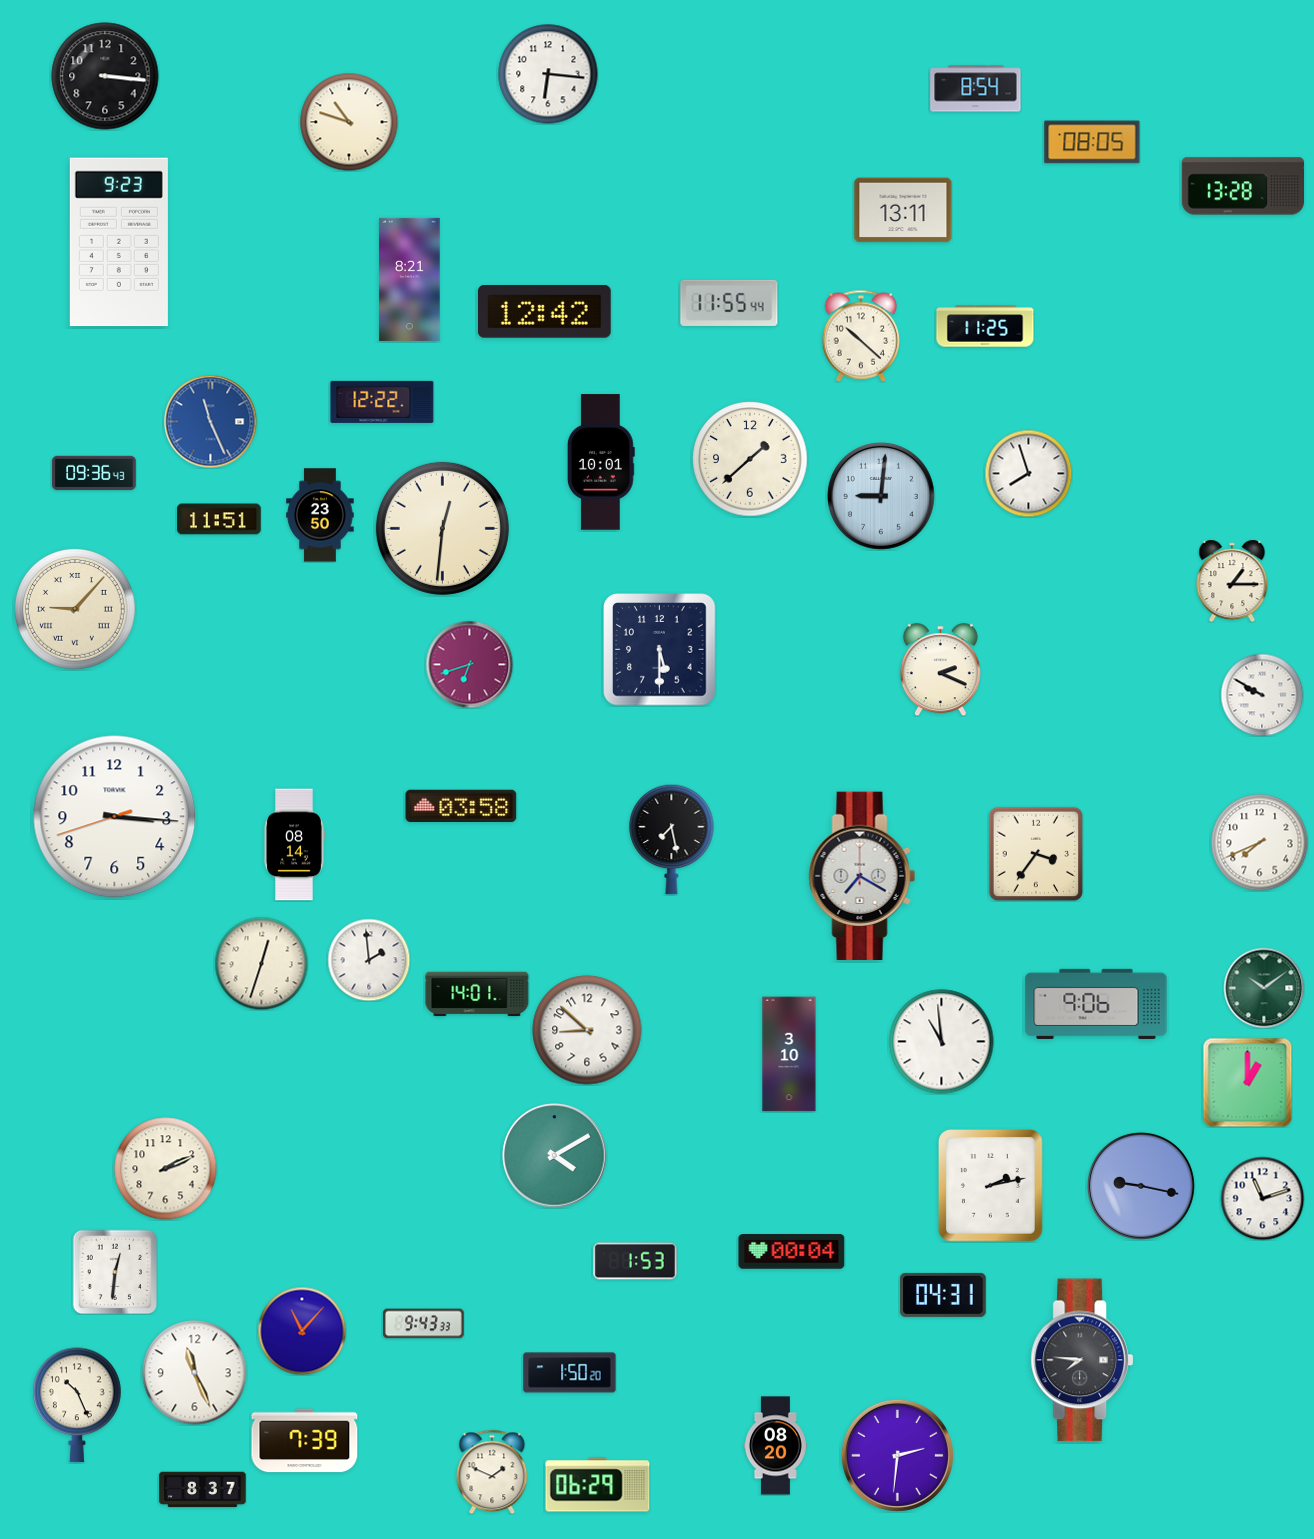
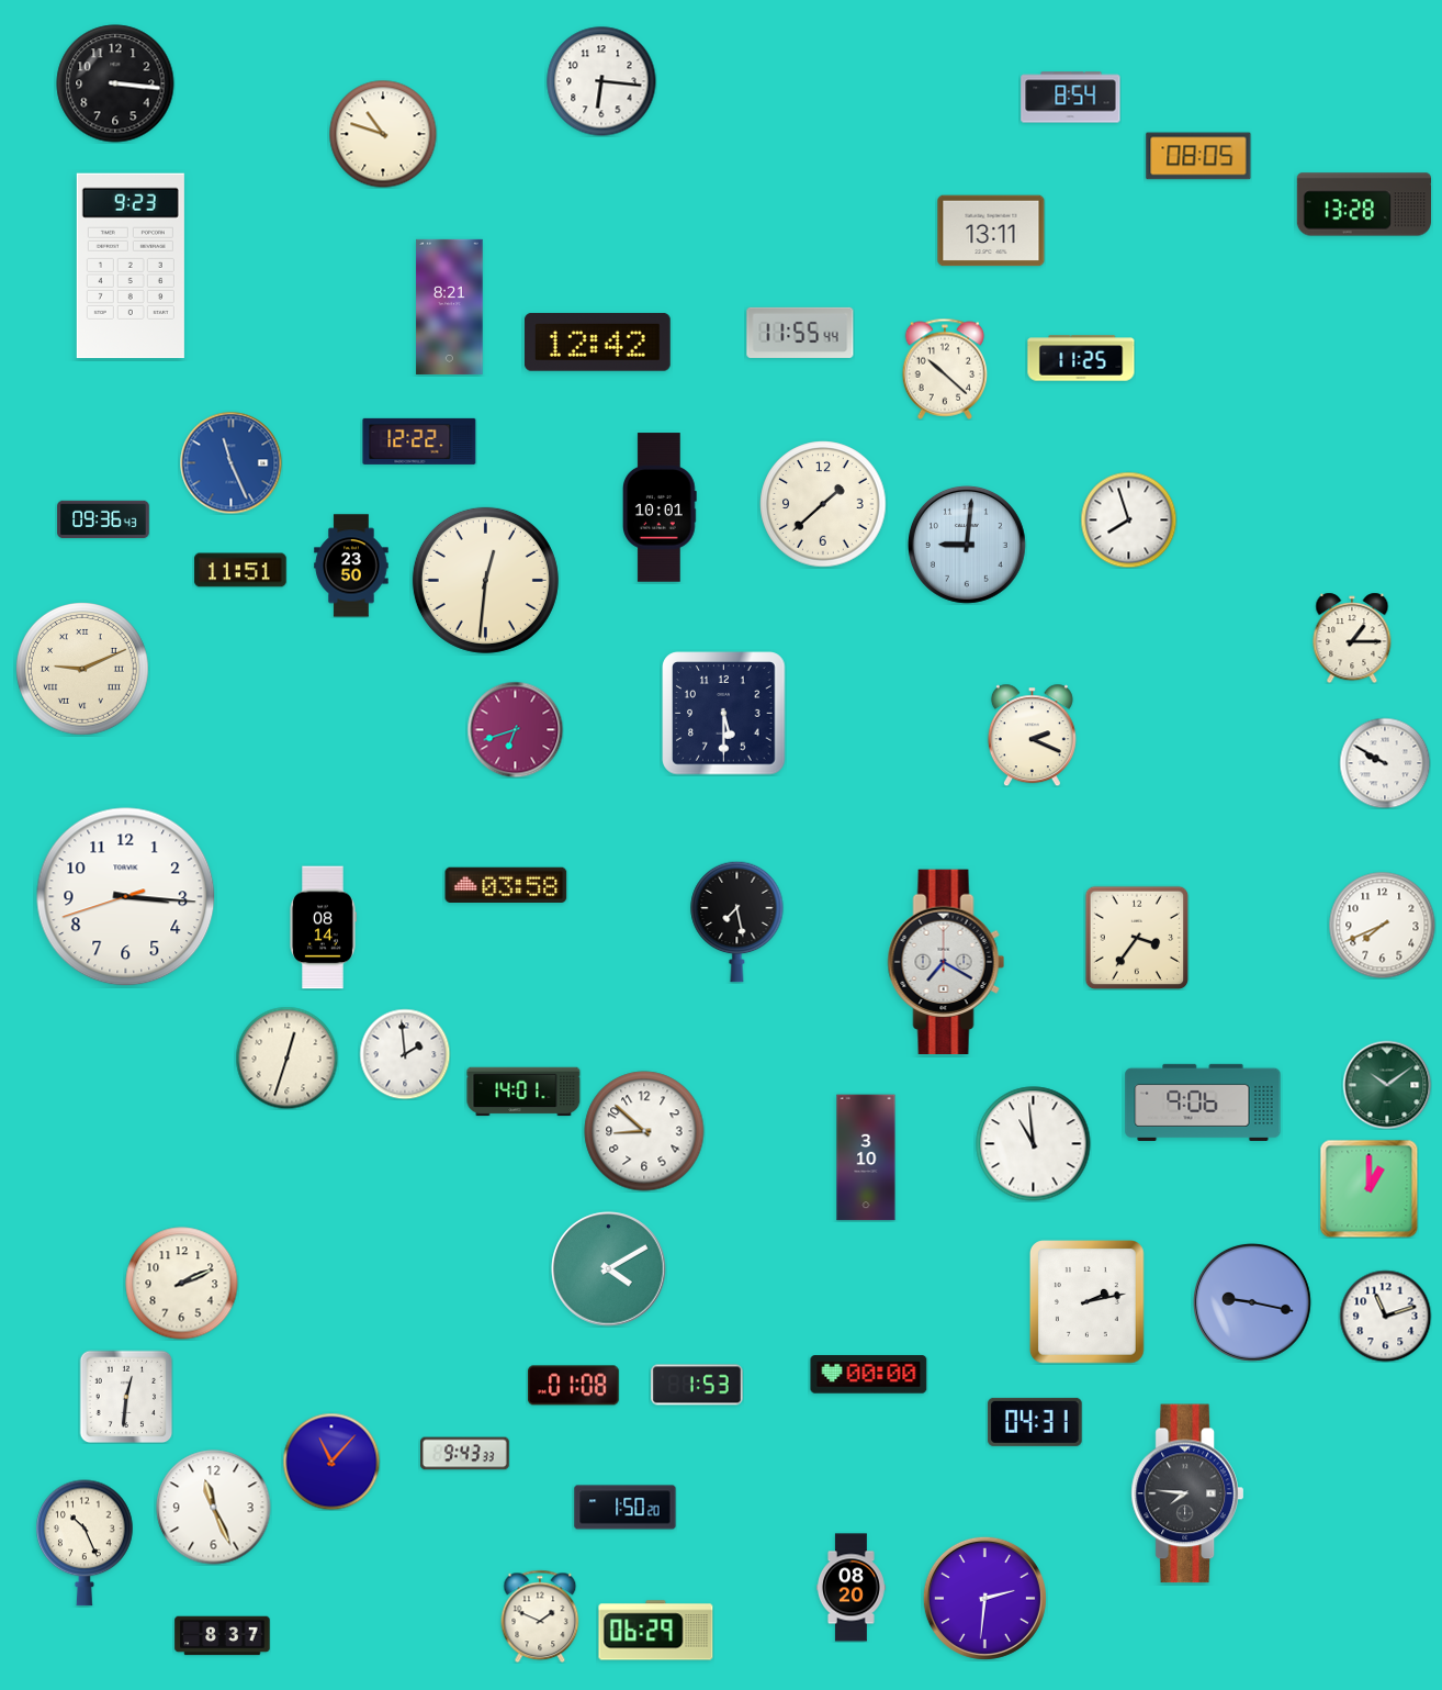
clock at (76, 610): 9:07 -> 9:11
clock at (792, 1252): 00:04 -> 00:00
clock at (574, 1386): none -> 01:08
clock at (305, 1441): 7:39 -> none
